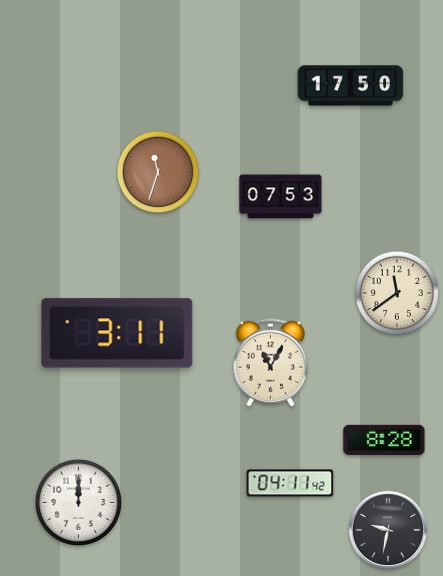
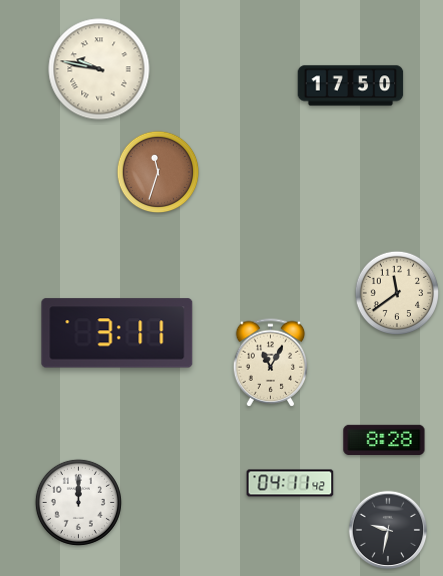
clock at (99, 69): none -> 9:47
clock at (281, 197): 07:53 -> none
